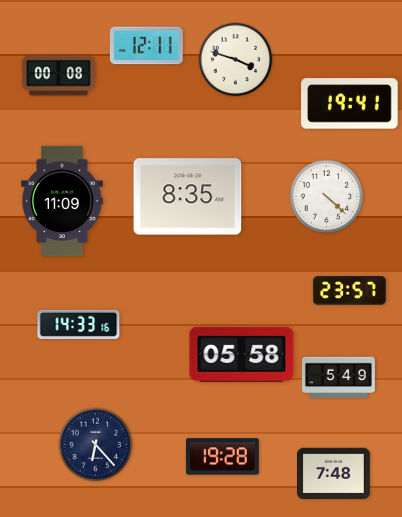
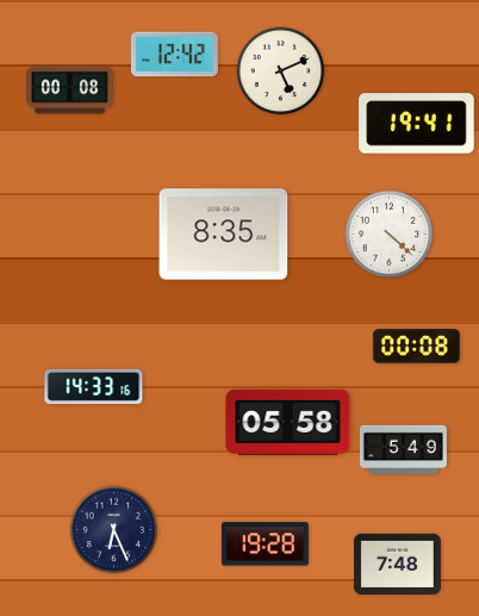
clock at (146, 46): 12:11 -> 12:42
clock at (236, 60): 3:48 -> 5:11
clock at (63, 201): 11:09 -> none
clock at (349, 291): 23:57 -> 00:08
clock at (96, 445): 6:23 -> 6:26
